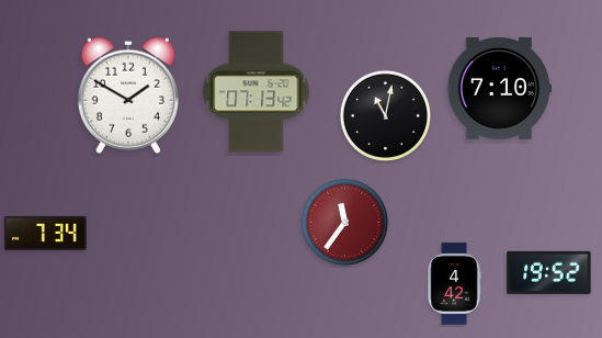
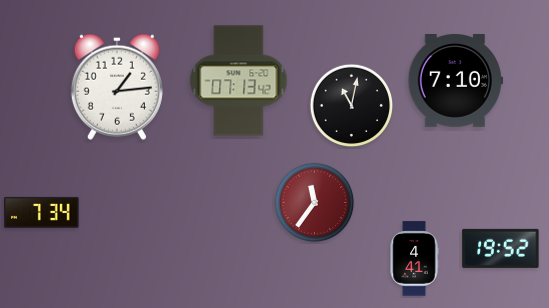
clock at (257, 92) position: (257, 92) -> (239, 81)
clock at (128, 95): 1:50 -> 1:14
clock at (454, 284): 4:42 -> 4:41
